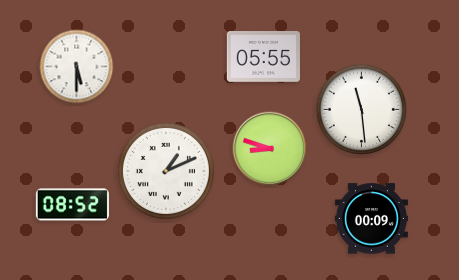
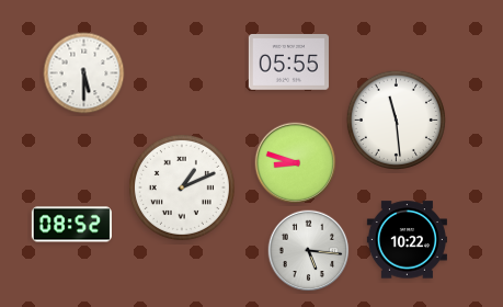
clock at (72, 205) position: (72, 205) -> (71, 225)
clock at (371, 219): 00:09 -> 10:22
clock at (309, 251): none -> 5:16
